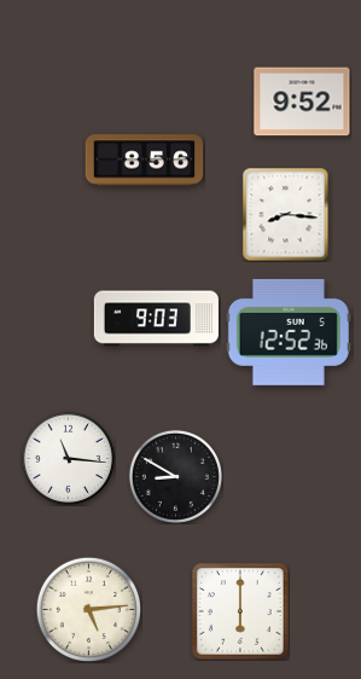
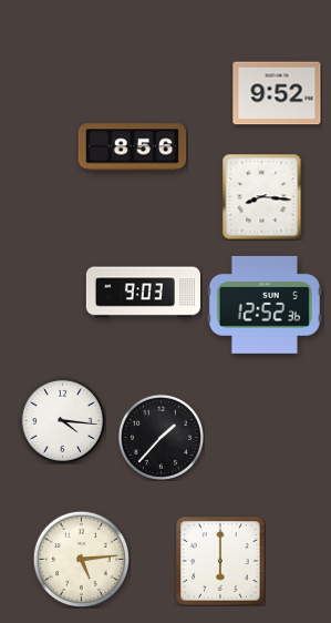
clock at (68, 458): 11:16 -> 4:16
clock at (175, 476): 8:50 -> 1:37
